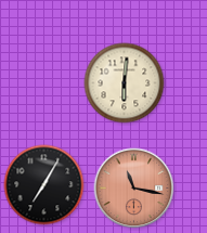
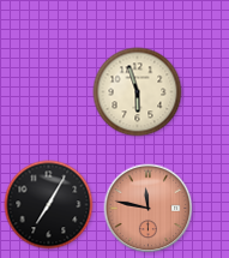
clock at (125, 83): 6:01 -> 5:57
clock at (134, 189): 11:17 -> 11:47
